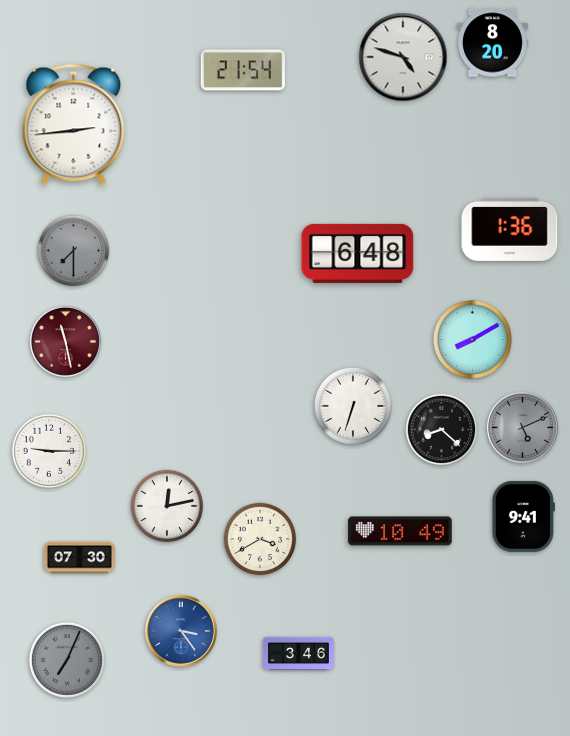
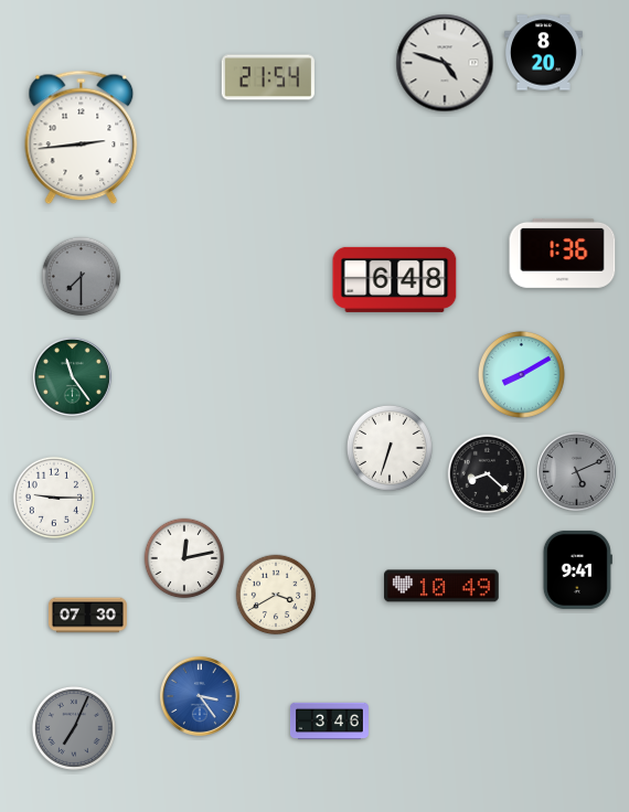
clock at (492, 43) position: (492, 43) -> (543, 53)
clock at (65, 341): 11:28 -> 11:24
clock at (65, 341) dial: burgundy -> green
clock at (260, 539) position: (260, 539) -> (276, 595)
